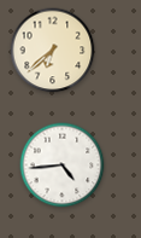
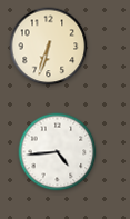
clock at (53, 51): 6:38 -> 6:33
